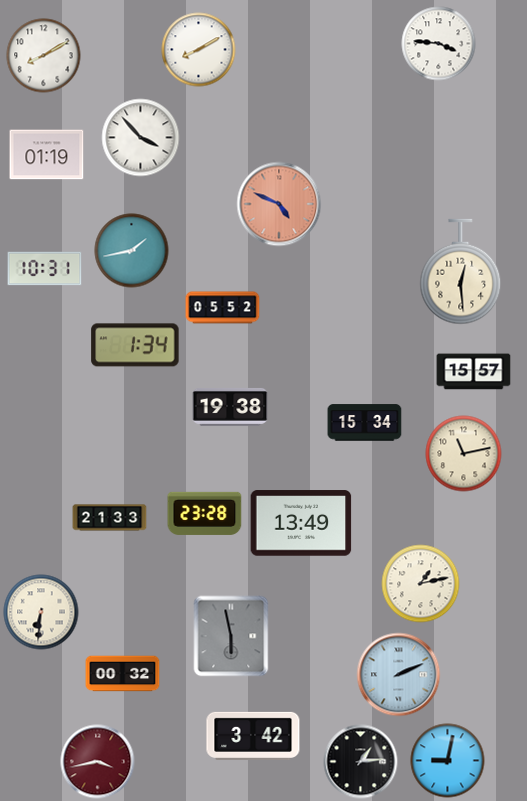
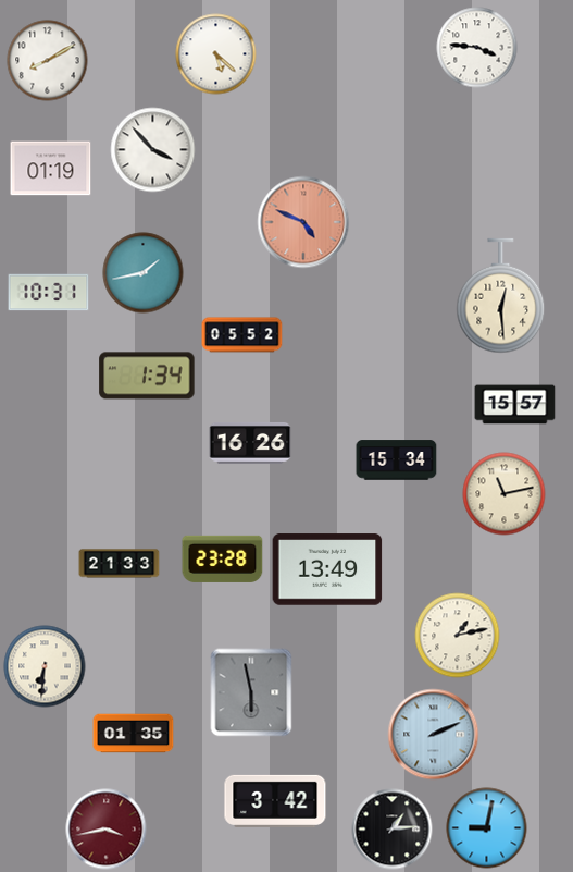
clock at (199, 50): 8:10 -> 5:22
clock at (230, 407): 19:38 -> 16:26
clock at (123, 674): 00:32 -> 01:35
